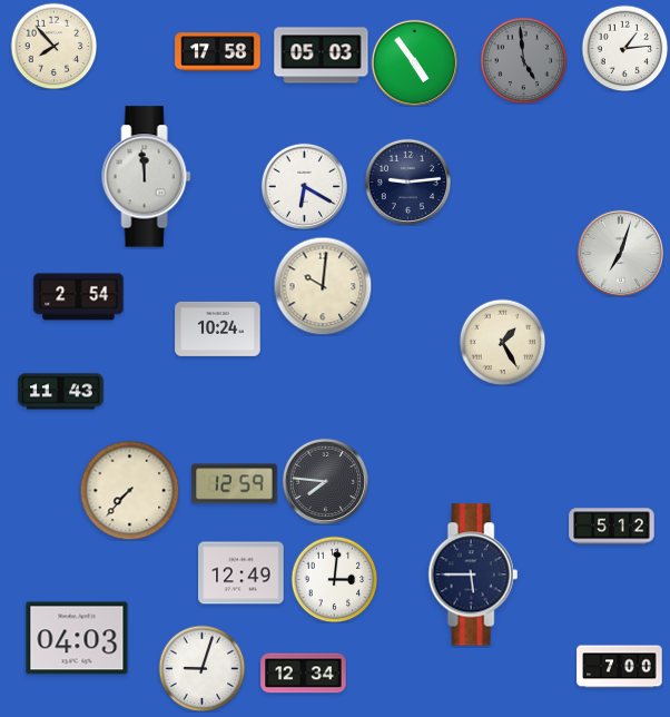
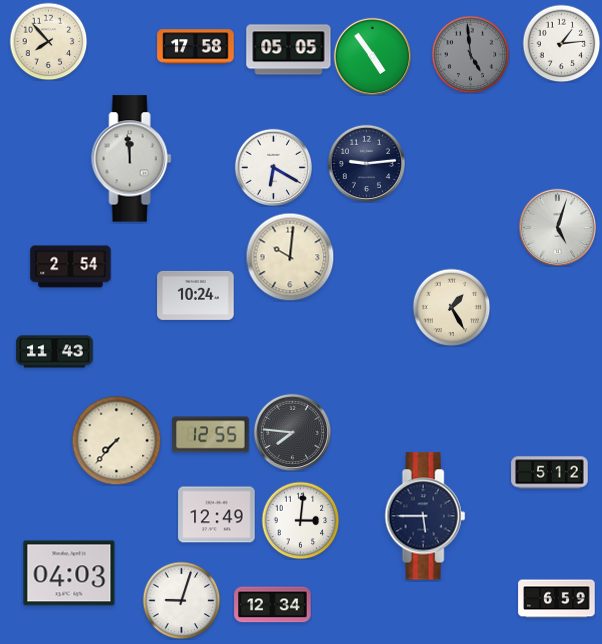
clock at (322, 56): 05:03 -> 05:05
clock at (620, 253): 7:03 -> 5:03
clock at (235, 484): 12:59 -> 12:55
clock at (620, 667): 7:00 -> 6:59
